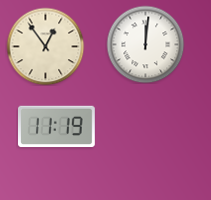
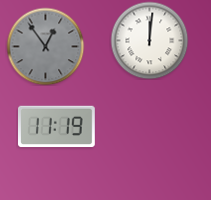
clock at (145, 44) position: (145, 44) -> (149, 40)
clock at (45, 46) dial: cream -> grey
